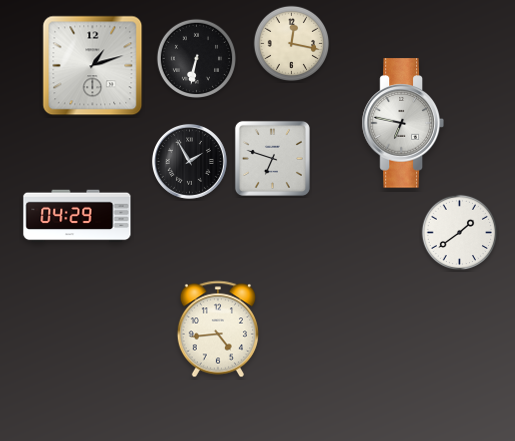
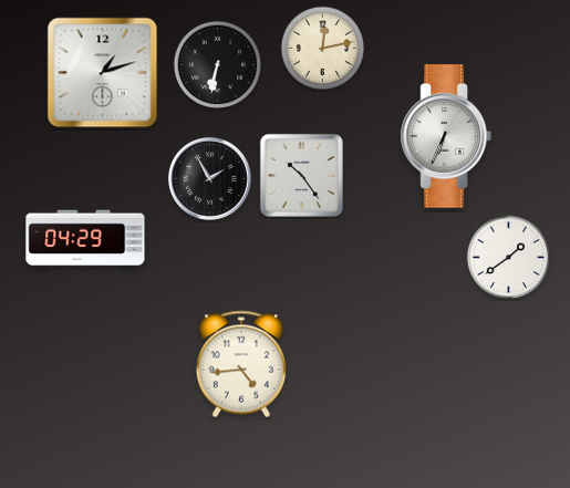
clock at (292, 44): 12:17 -> 12:13
clock at (403, 123): 6:47 -> 6:34
clock at (272, 158): 6:48 -> 10:24
